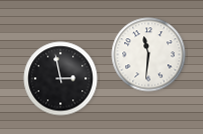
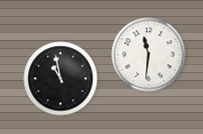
clock at (61, 79): 2:58 -> 10:58
